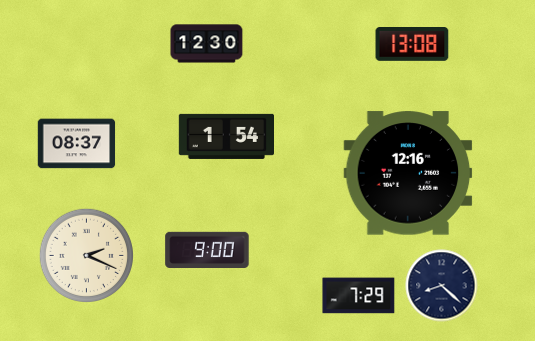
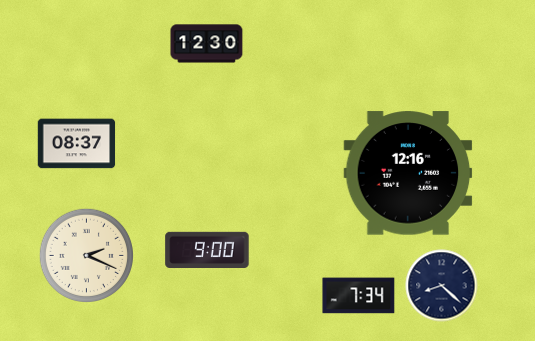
clock at (412, 45): 13:08 -> none
clock at (226, 136): 1:54 -> none
clock at (359, 296): 7:29 -> 7:34
